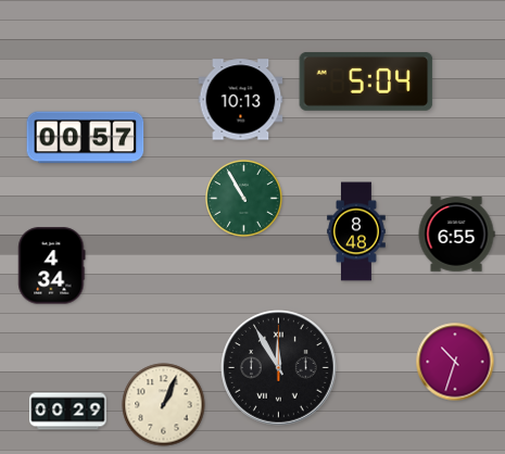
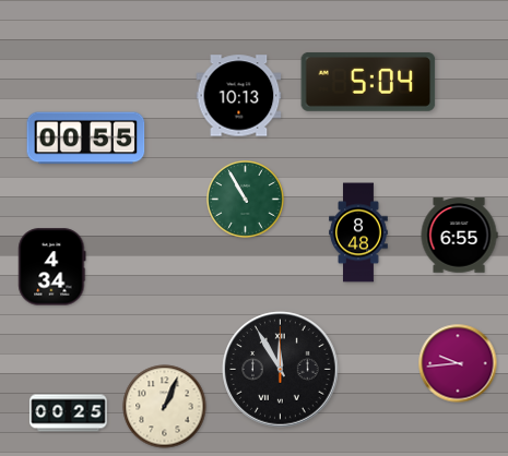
clock at (241, 100) position: (241, 100) -> (239, 96)
clock at (86, 138): 00:57 -> 00:55
clock at (455, 362): 10:33 -> 9:44
clock at (68, 412): 00:29 -> 00:25
